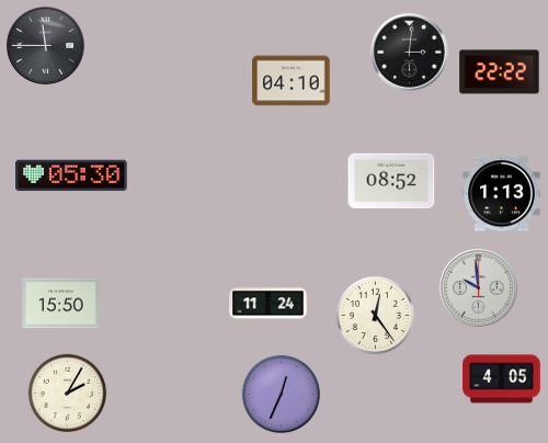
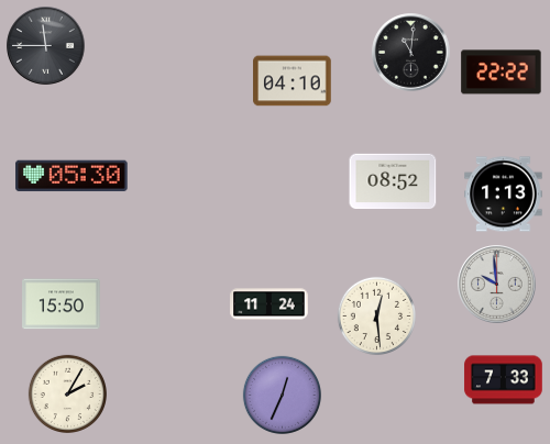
clock at (410, 53): 3:01 -> 11:01
clock at (479, 288) position: (479, 288) -> (497, 285)
clock at (375, 315): 12:24 -> 12:29
clock at (502, 379): 4:05 -> 7:33
